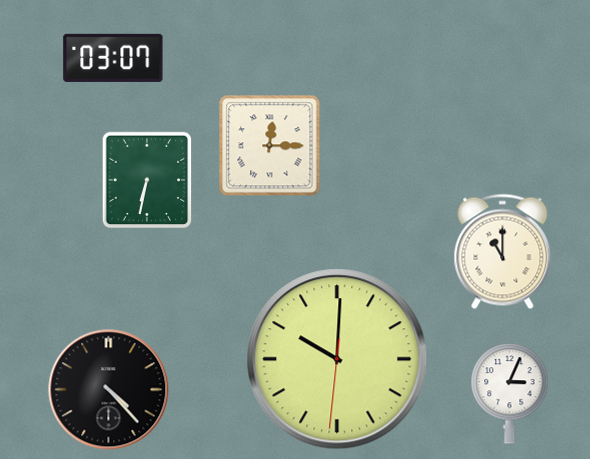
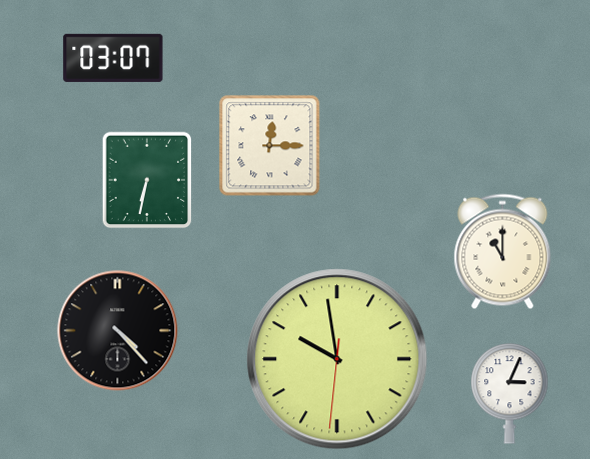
clock at (337, 359): 10:00 -> 9:58
clock at (109, 390) position: (109, 390) -> (118, 331)
